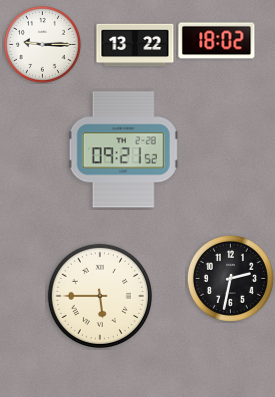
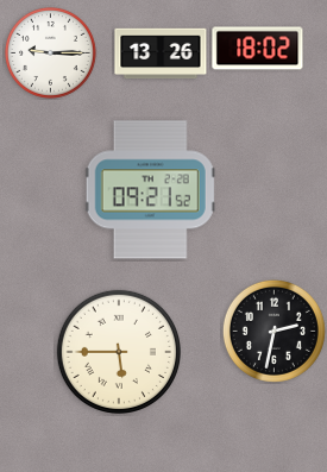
clock at (135, 45): 13:22 -> 13:26
clock at (123, 150) position: (123, 150) -> (150, 190)
